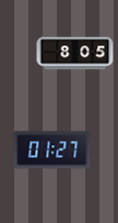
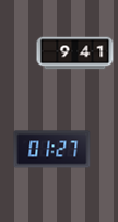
clock at (75, 54): 8:05 -> 9:41
